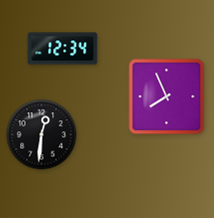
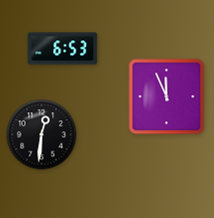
clock at (63, 49): 12:34 -> 6:53
clock at (167, 97): 7:56 -> 11:56
